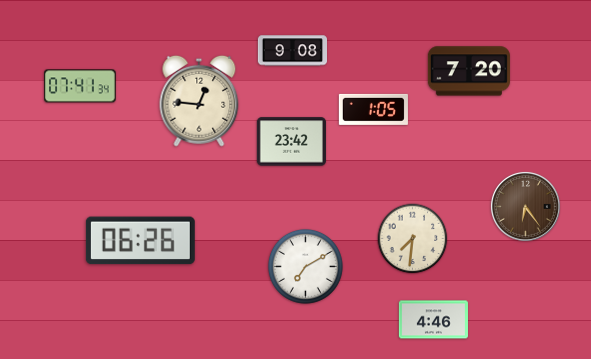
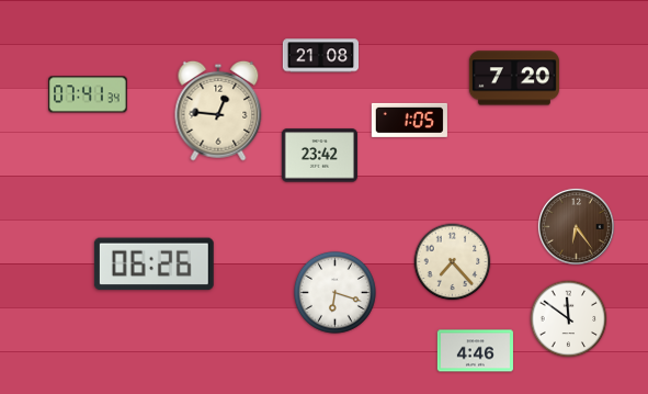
clock at (292, 51): 9:08 -> 21:08
clock at (413, 239): 7:31 -> 7:23
clock at (305, 266): 7:10 -> 6:18
clock at (569, 319): none -> 11:51
